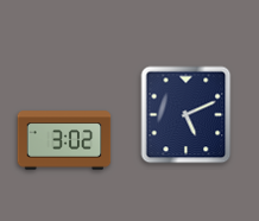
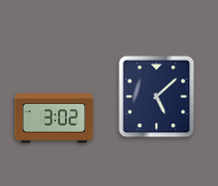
clock at (187, 115): 5:11 -> 5:08
